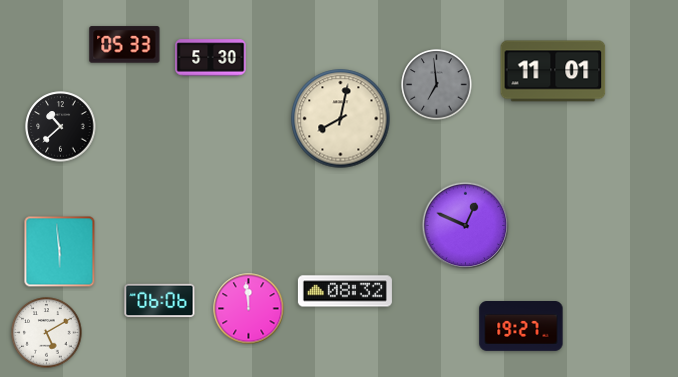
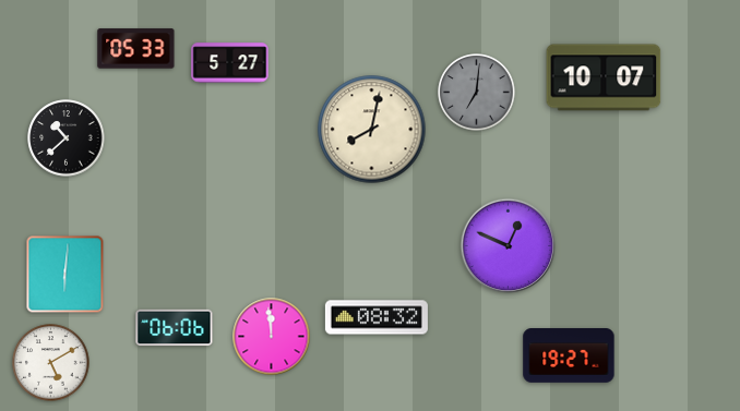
clock at (211, 58): 5:30 -> 5:27
clock at (553, 71): 11:01 -> 10:07
clock at (437, 85): 6:59 -> 7:01
clock at (60, 252): 5:59 -> 6:01
